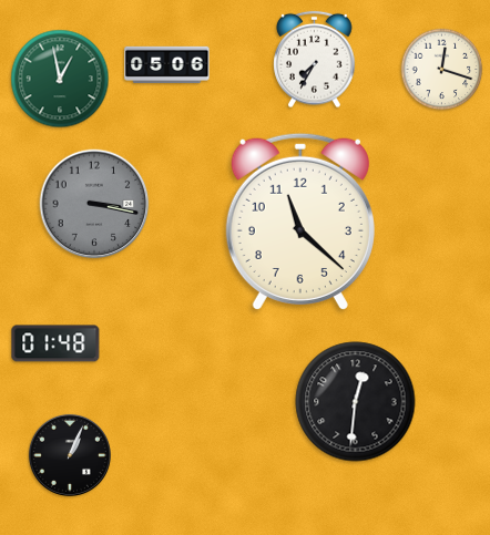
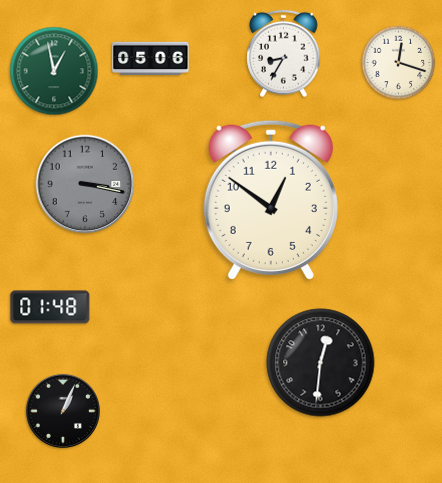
clock at (315, 60): 7:35 -> 8:35
clock at (300, 220): 11:22 -> 12:51
clock at (55, 343) position: (55, 343) -> (50, 307)
